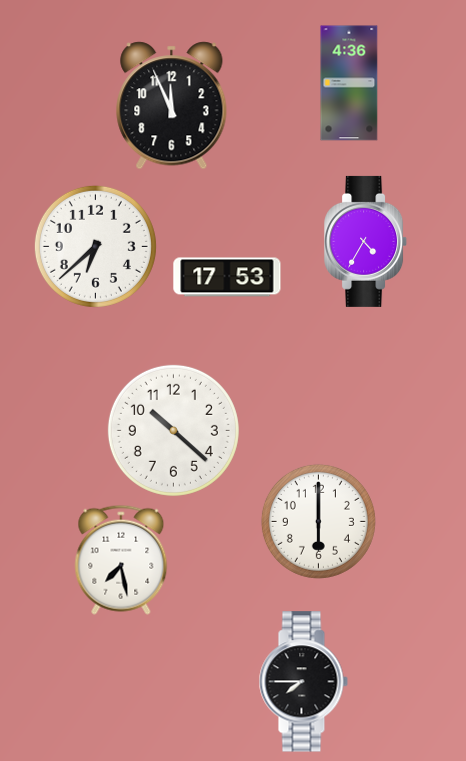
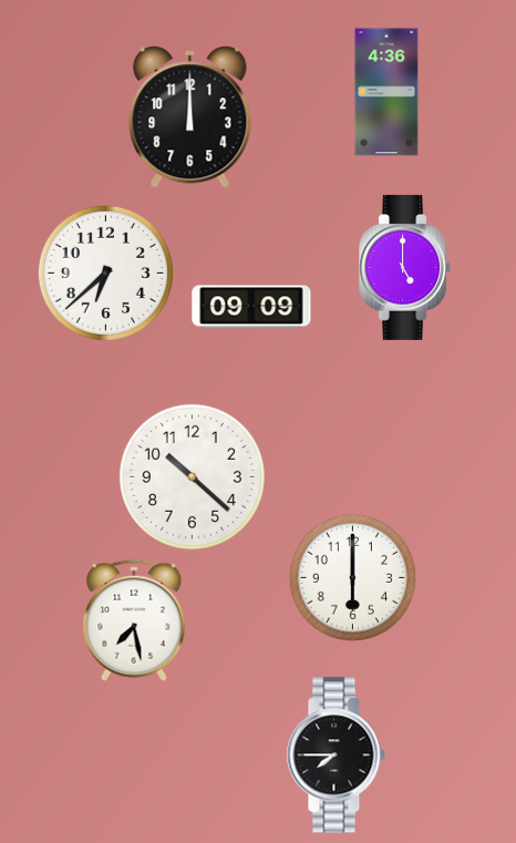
clock at (172, 106): 11:56 -> 12:00
clock at (366, 241): 4:35 -> 5:00
clock at (227, 277): 17:53 -> 09:09
